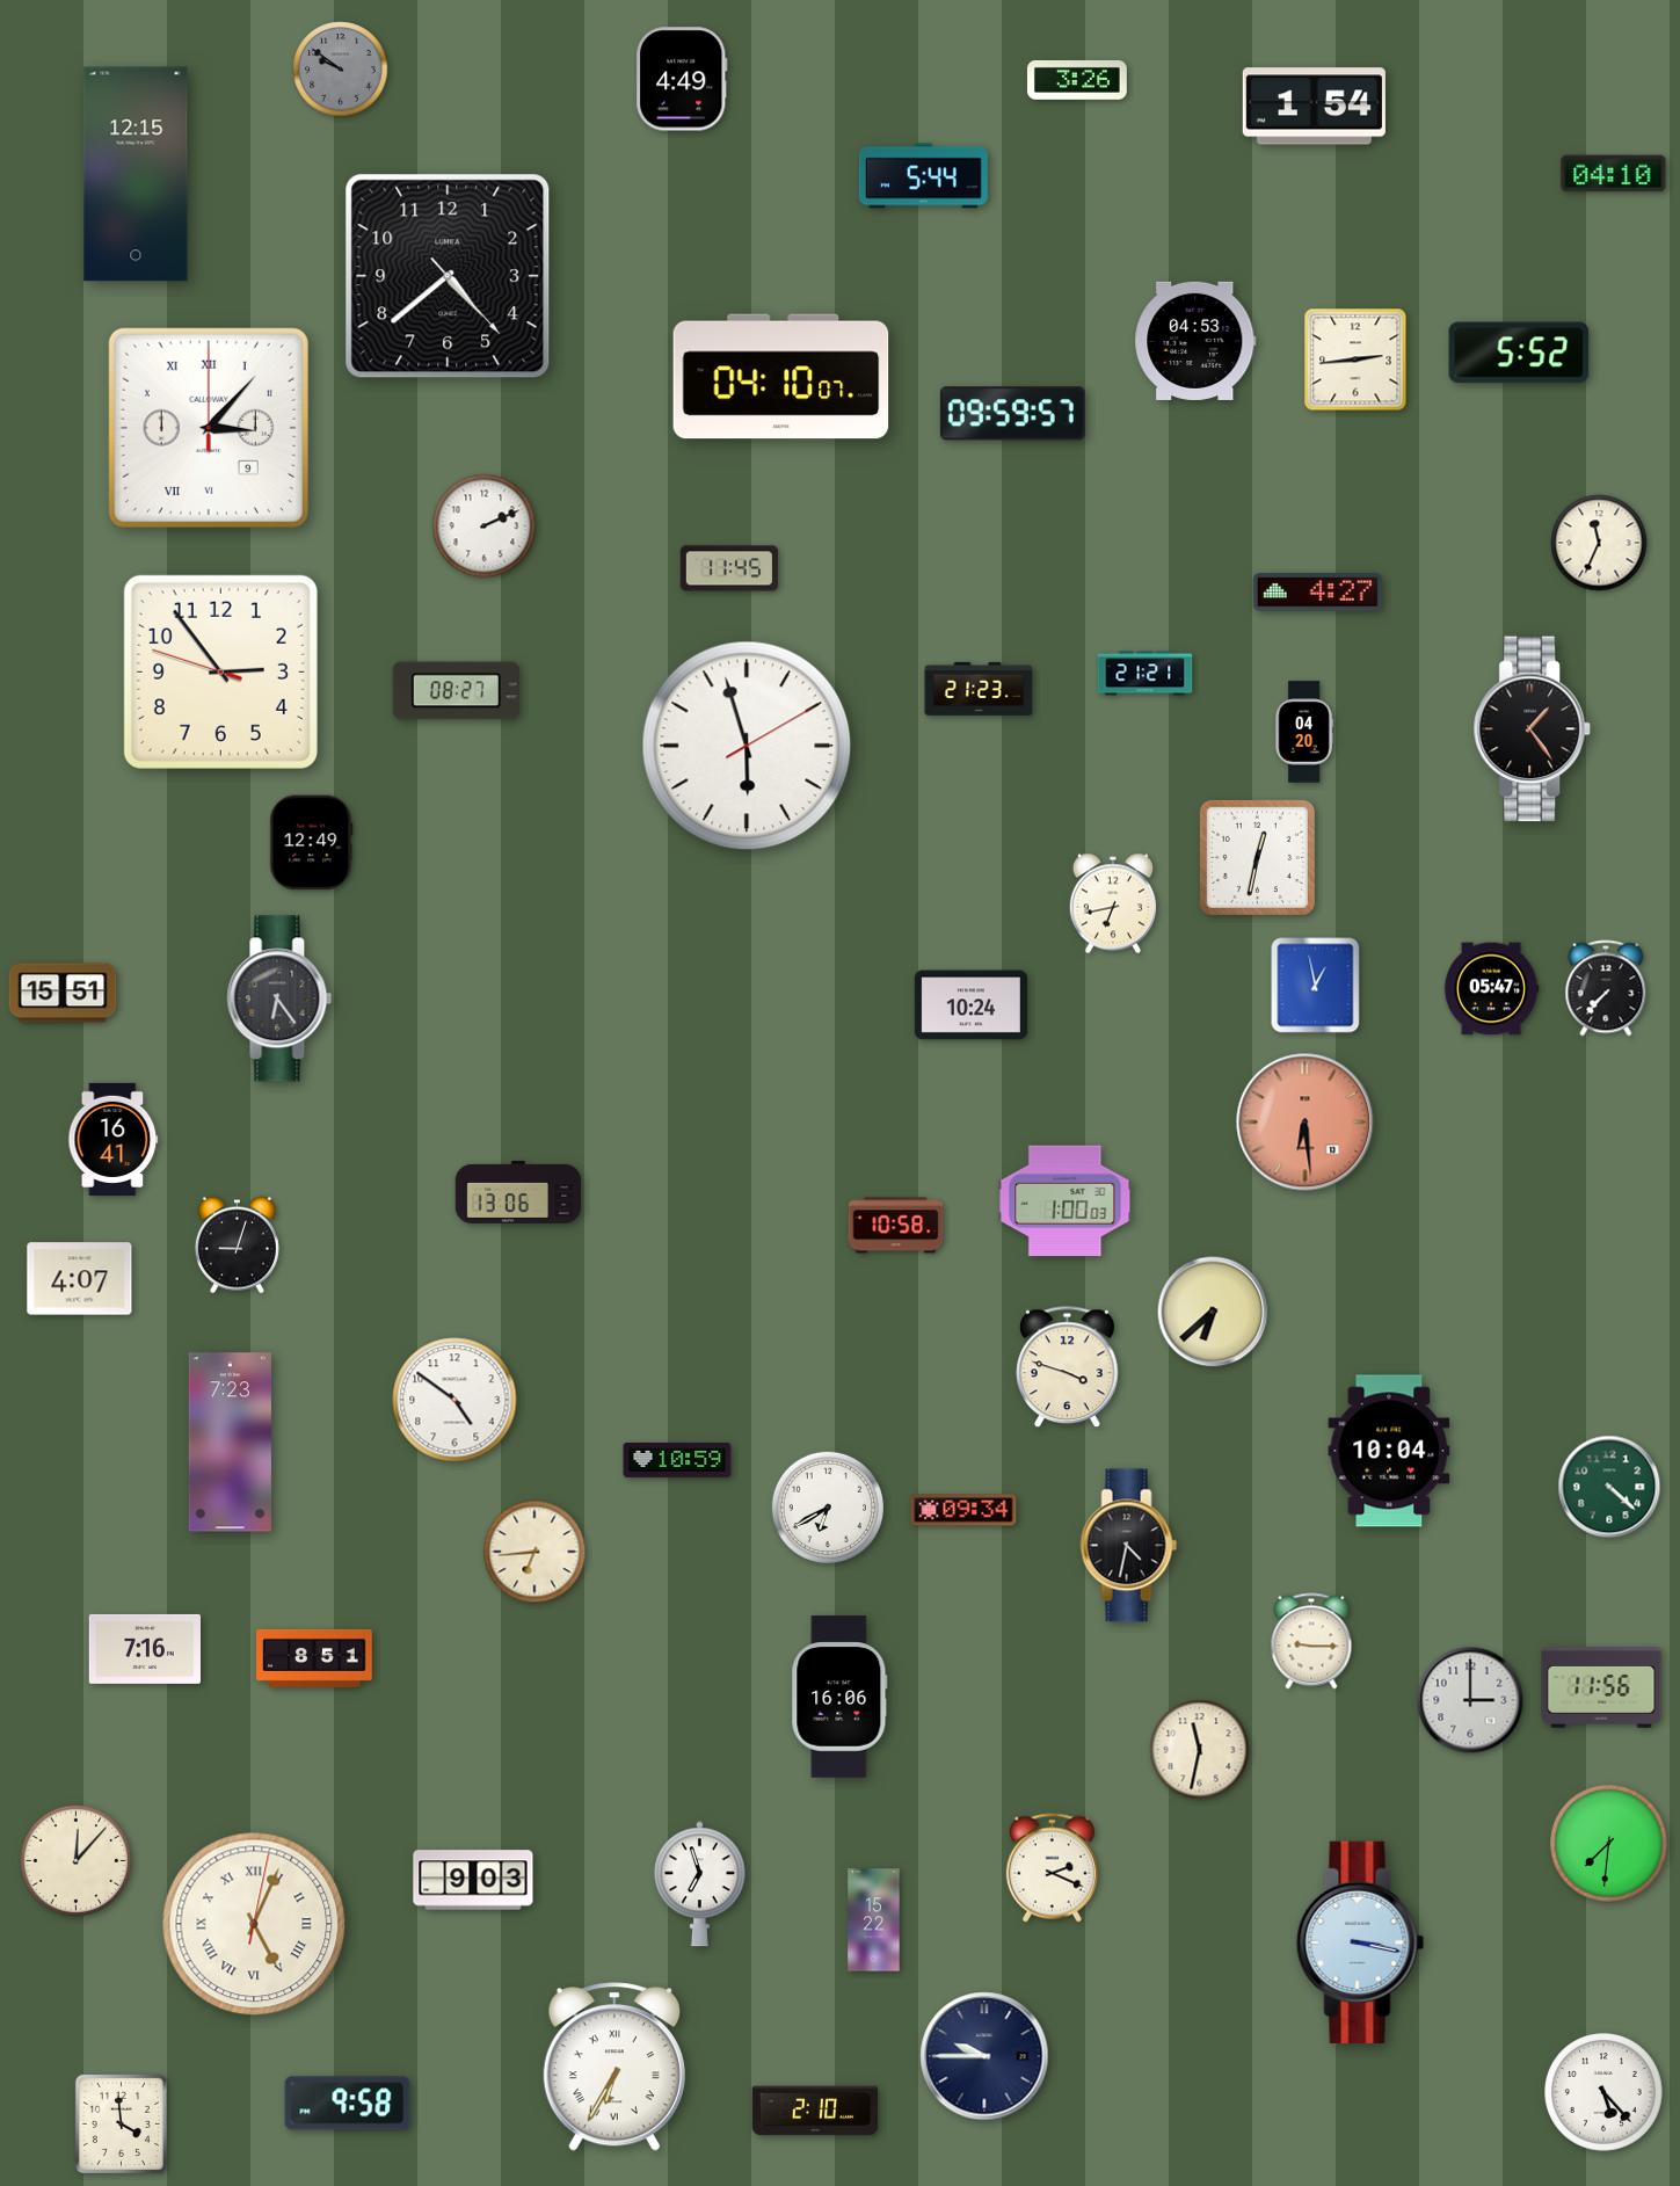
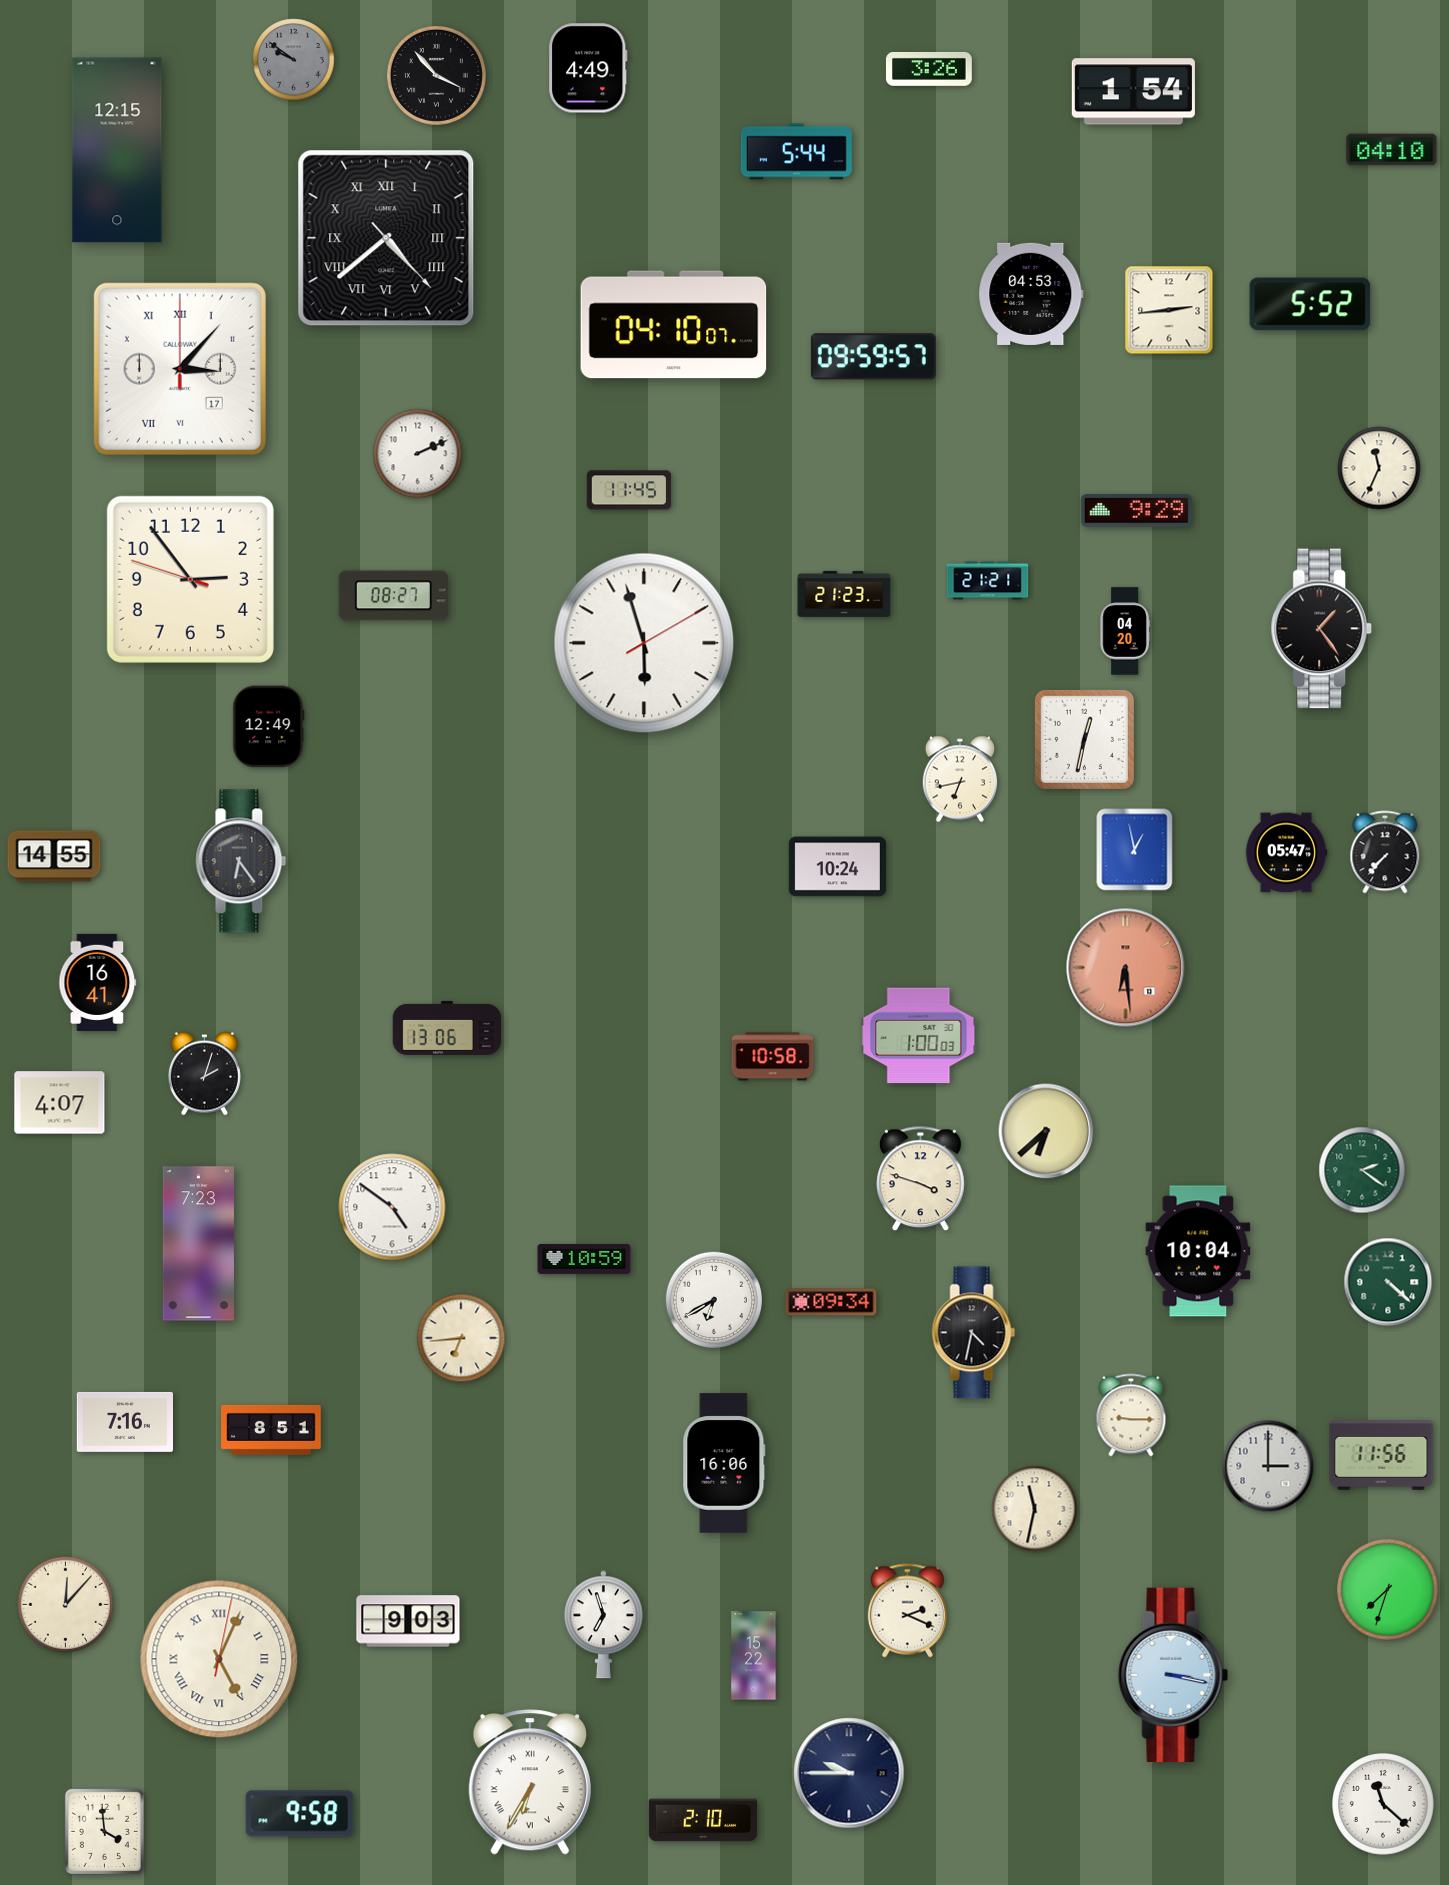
clock at (436, 75): none -> 3:53
clock at (448, 276) numerals: Arabic -> Roman
clock at (209, 428) date: 9 -> 17
clock at (1317, 593): 4:27 -> 9:29
clock at (63, 993): 15:51 -> 14:55
clock at (237, 1245): 9:03 -> 2:03
clock at (80, 1279) position: (80, 1279) -> (60, 1103)
clock at (1362, 1170): none -> 2:21
clock at (1608, 1843): 7:31 -> 7:33
clock at (1605, 2093): 5:23 -> 11:22
